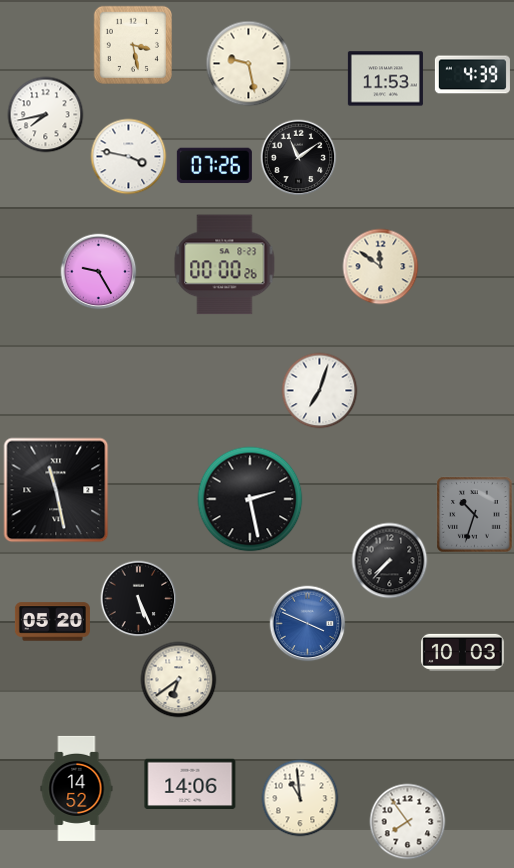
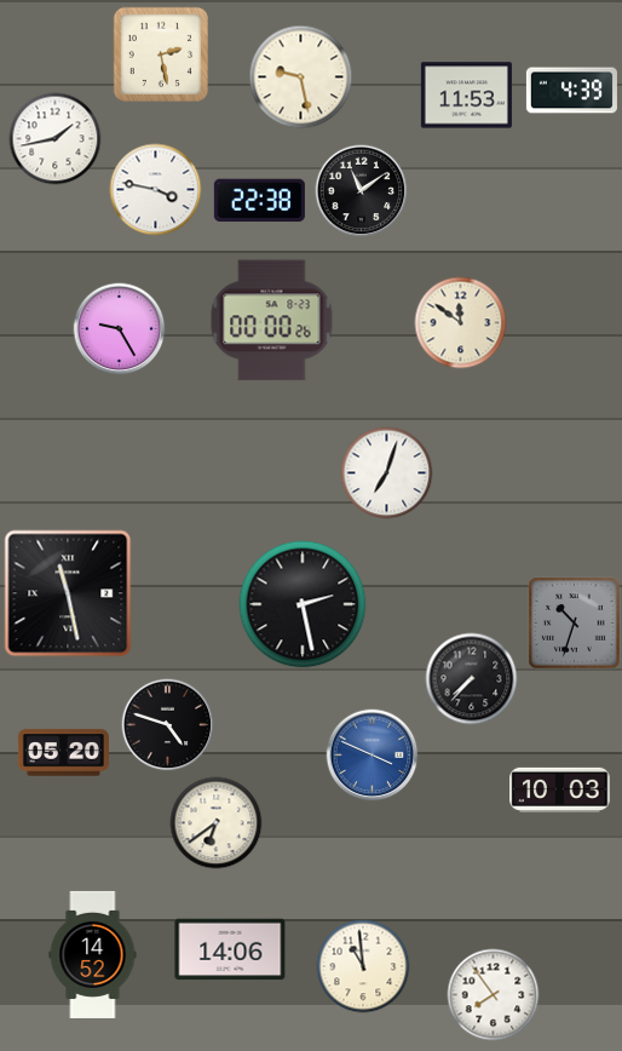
clock at (133, 45): 3:28 -> 2:28
clock at (46, 115): 7:43 -> 1:43
clock at (214, 166): 07:26 -> 22:38
clock at (139, 599): 5:26 -> 4:48
